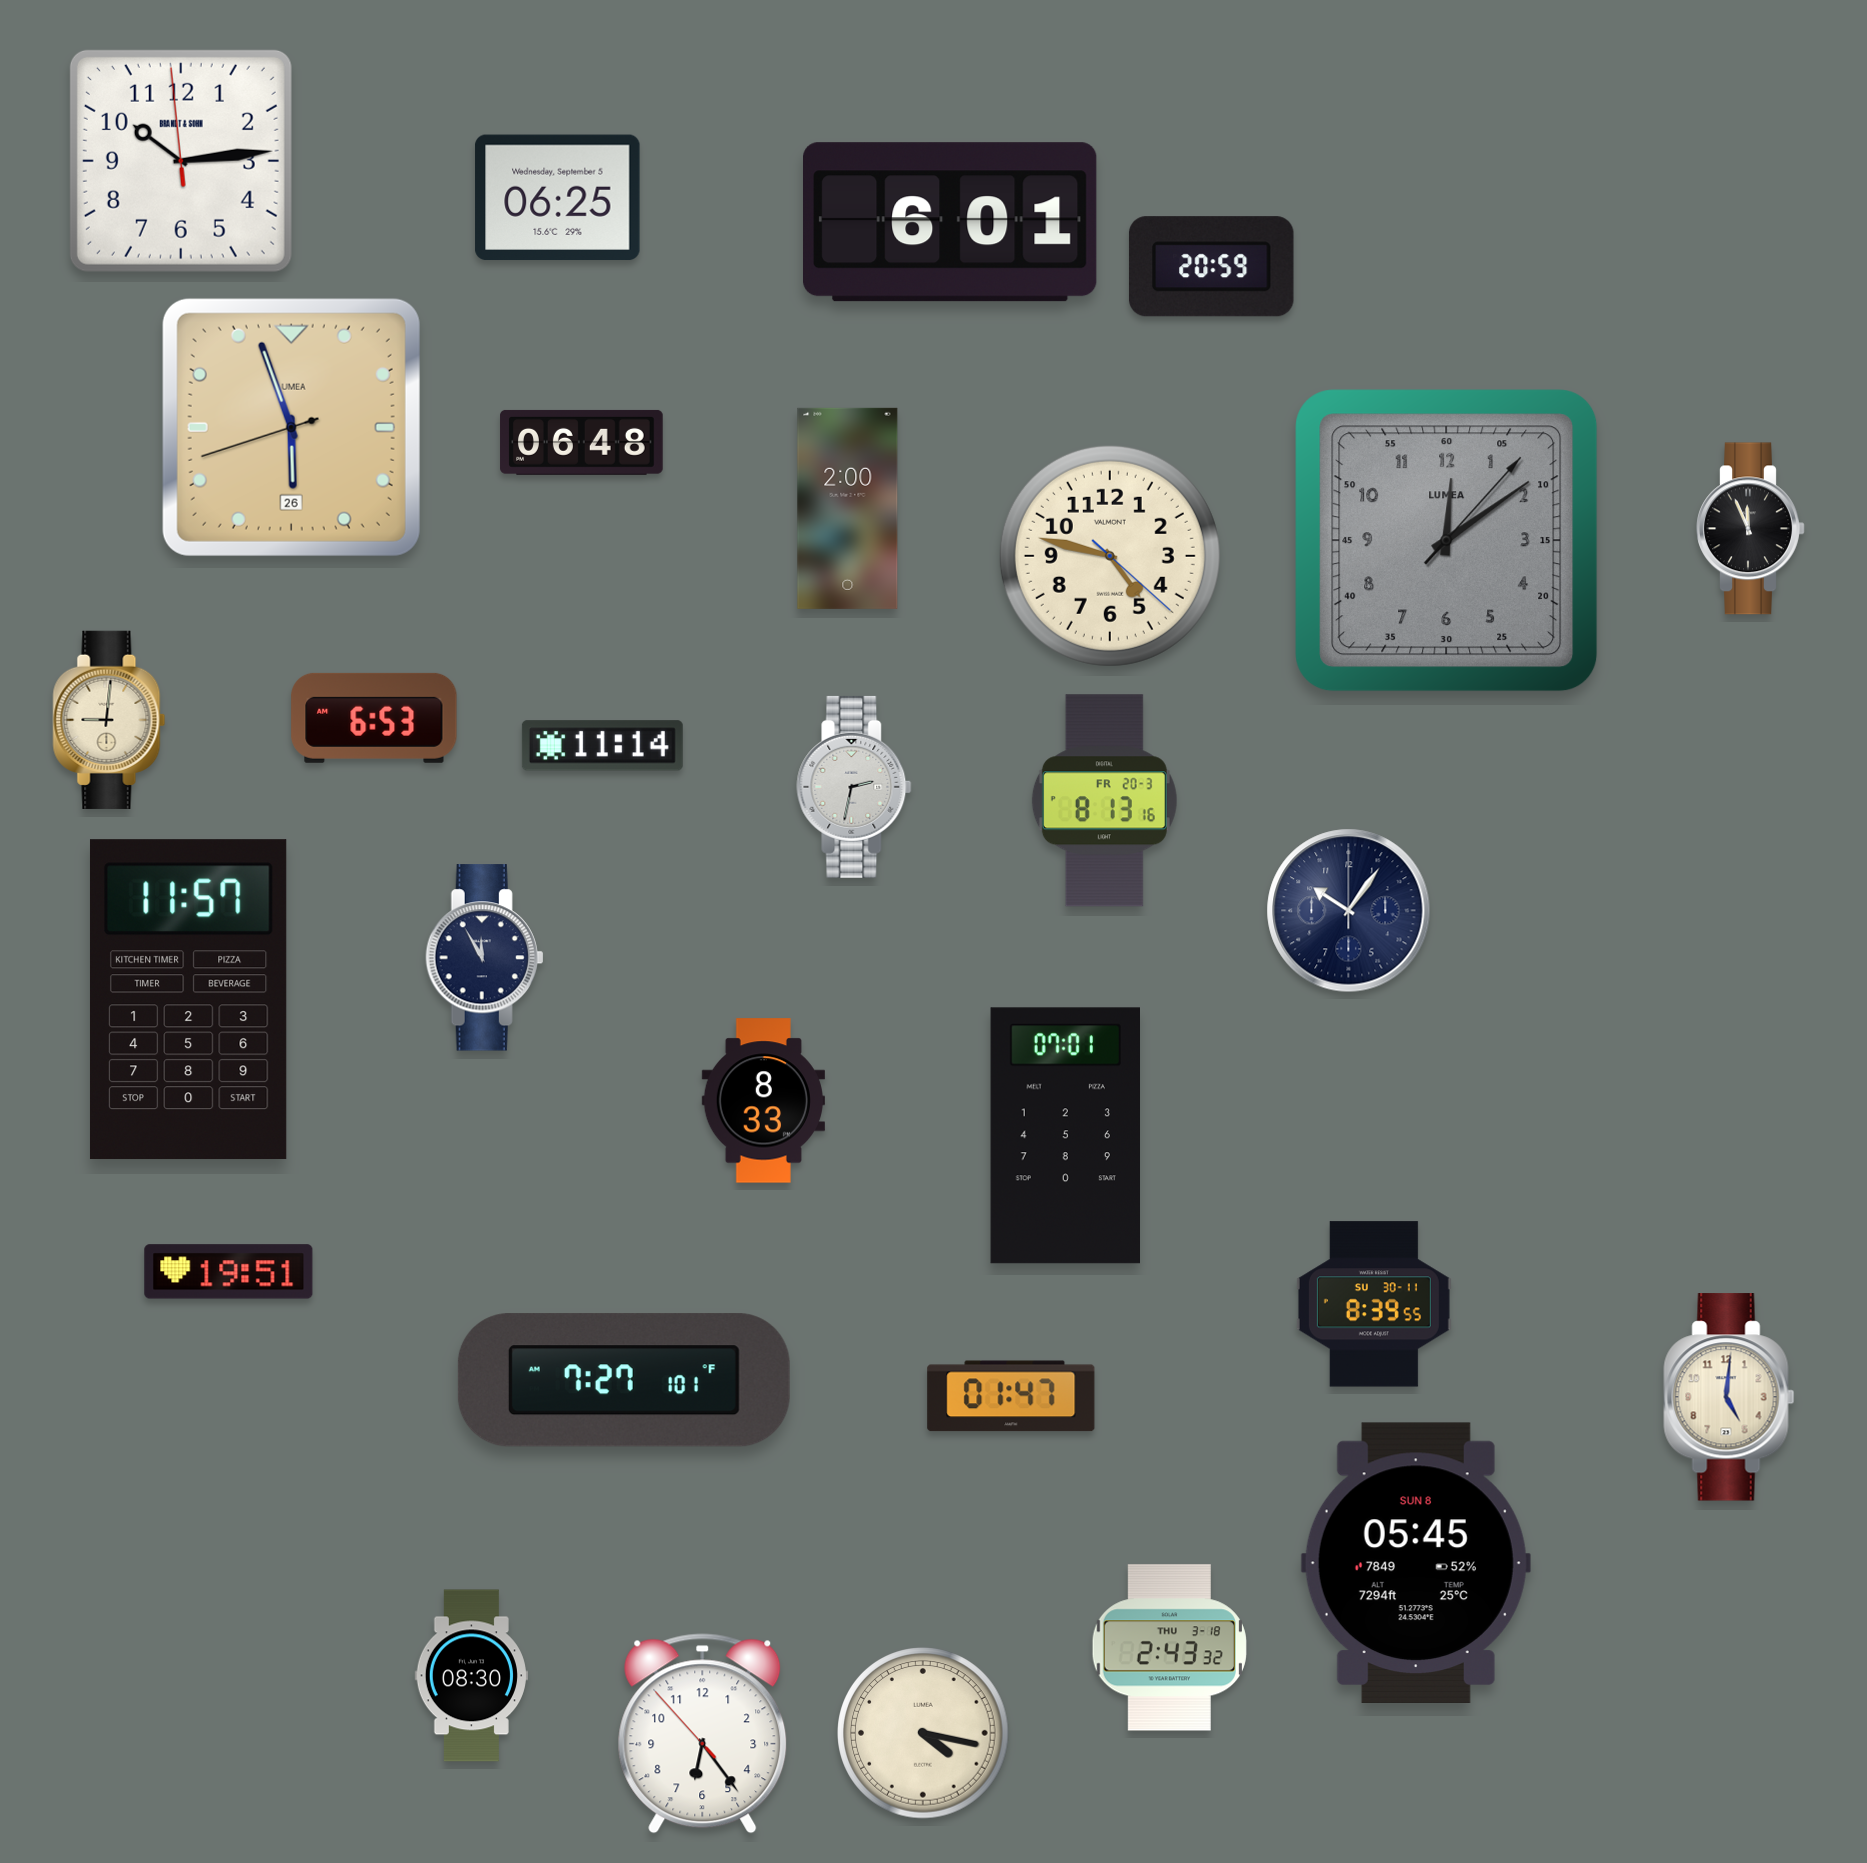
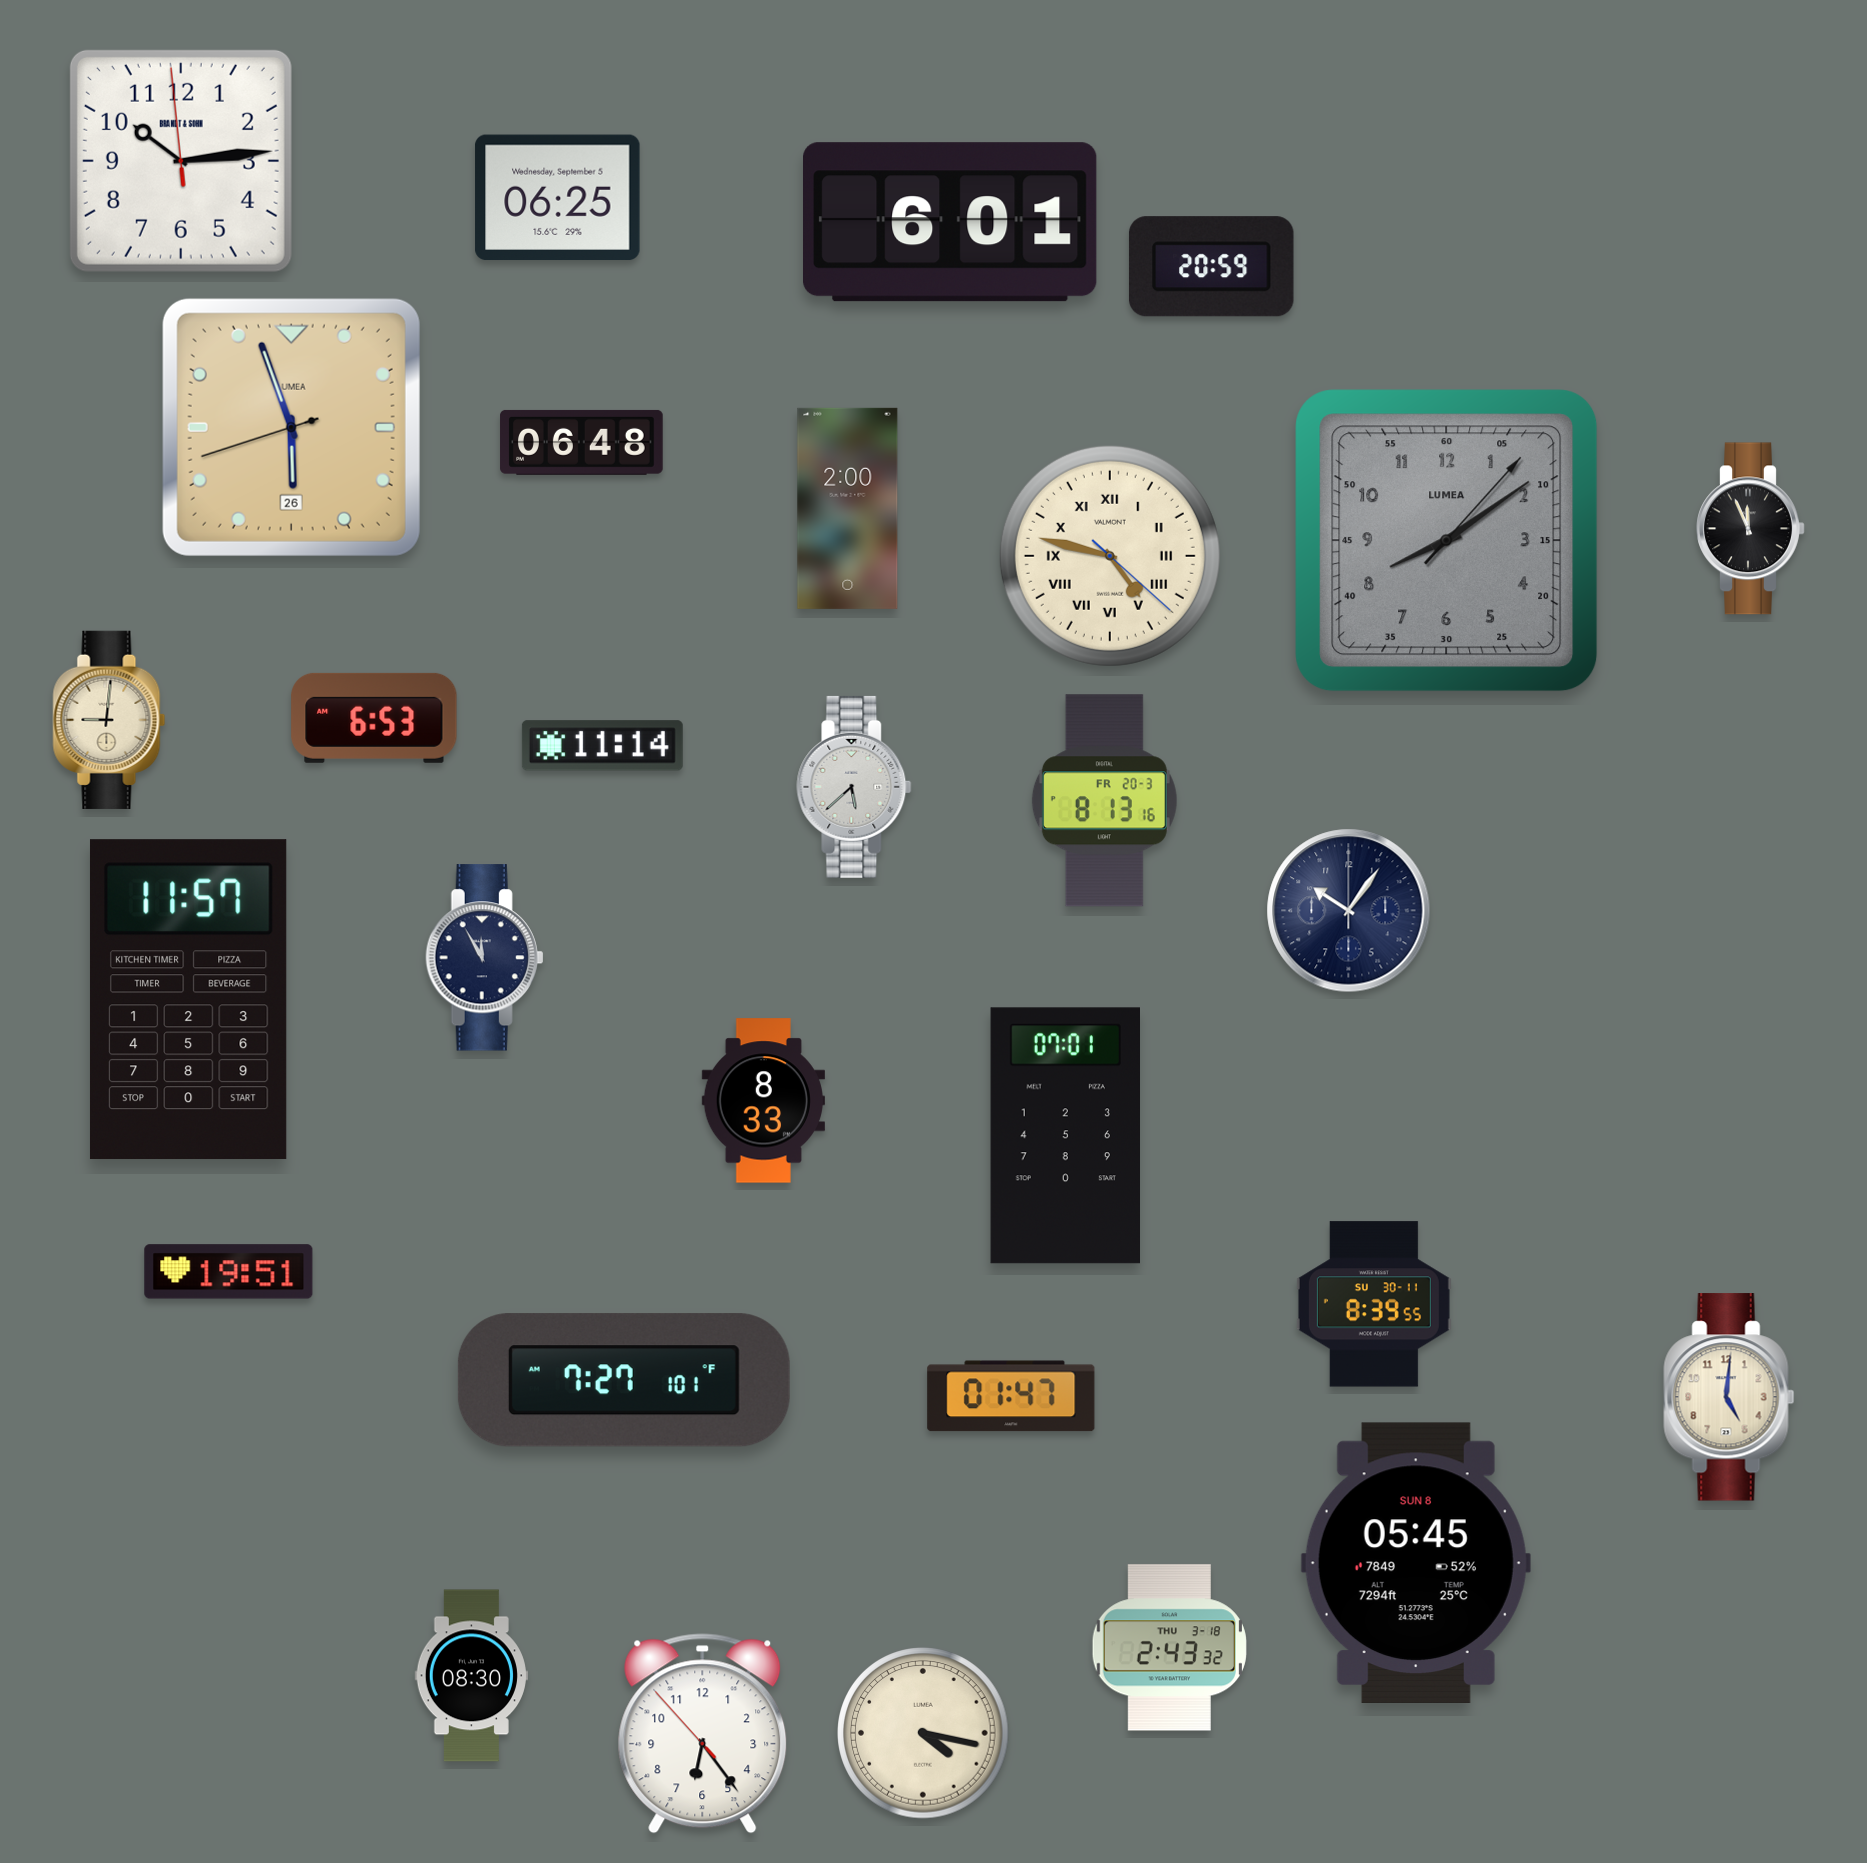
clock at (1447, 541): 12:09 -> 8:09
clock at (1110, 556) numerals: Arabic -> Roman
clock at (854, 787): 2:32 -> 5:38
